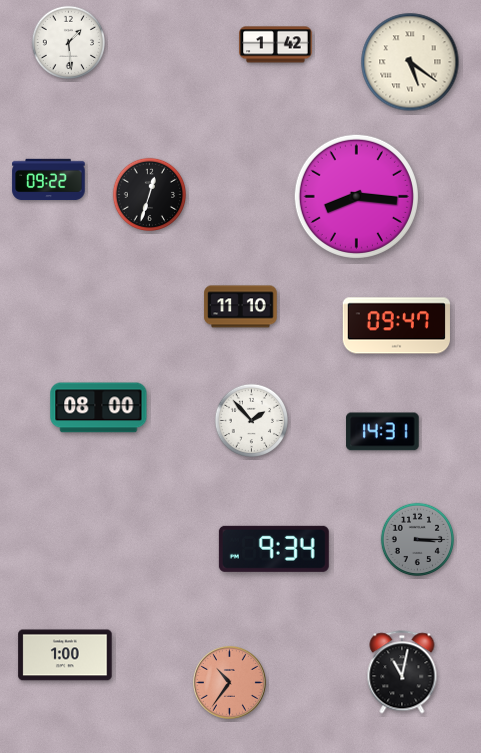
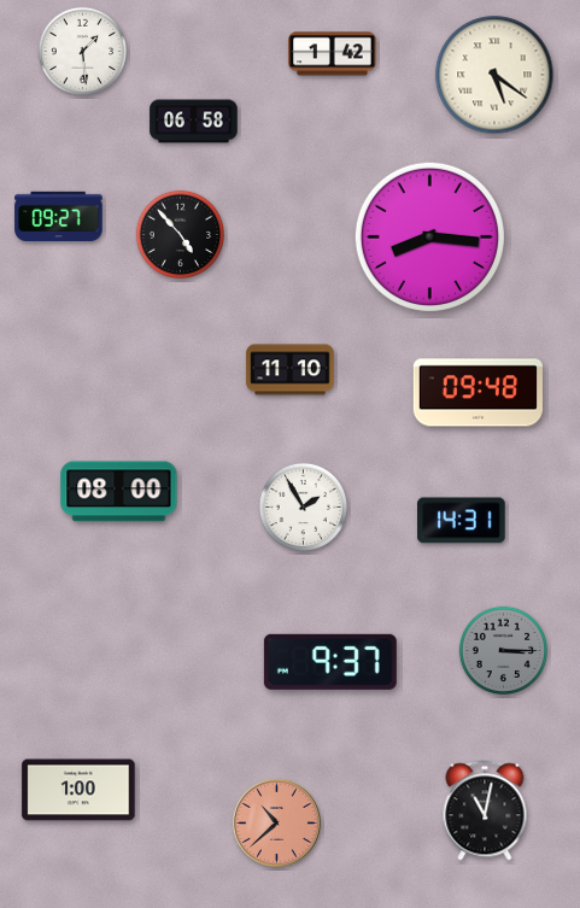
clock at (194, 122): none -> 06:58
clock at (49, 180): 09:22 -> 09:27
clock at (149, 194): 12:33 -> 4:53
clock at (396, 326): 09:47 -> 09:48
clock at (251, 420): 1:53 -> 1:55
clock at (274, 549): 9:34 -> 9:37
clock at (230, 683): 10:36 -> 10:38
